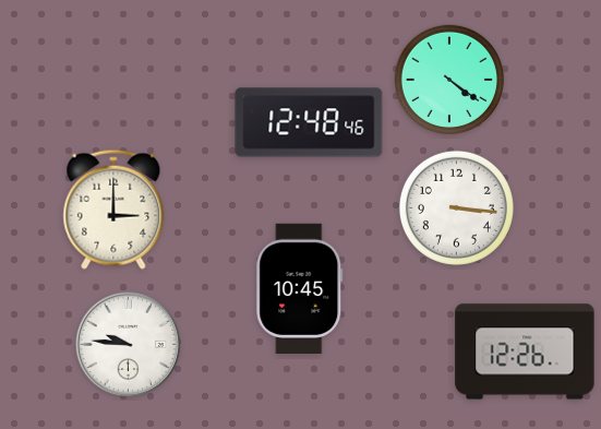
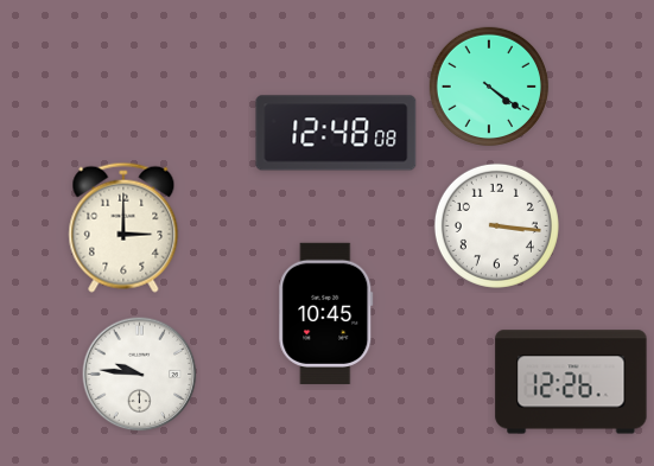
clock at (309, 122): 12:48:46 -> 12:48:08
